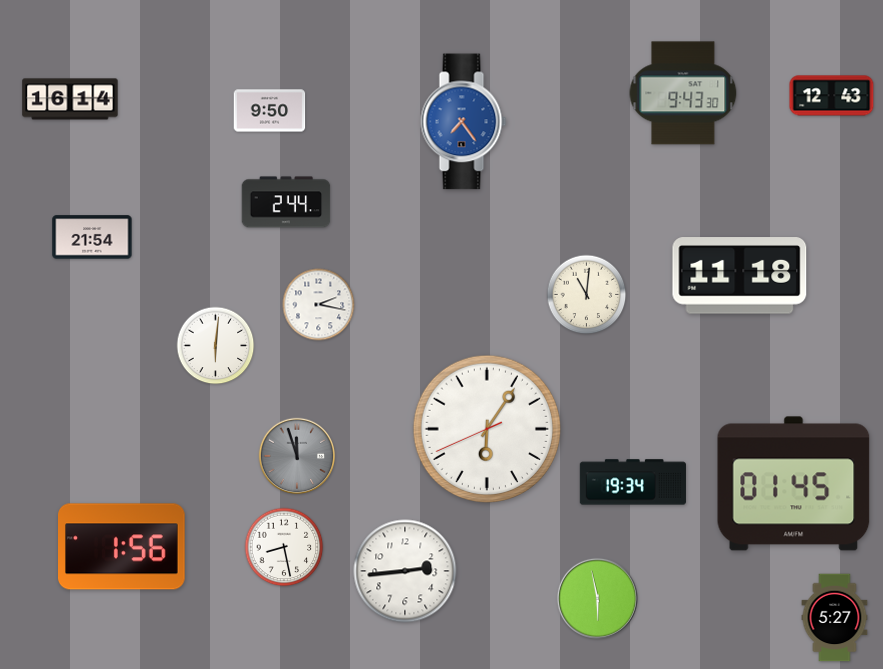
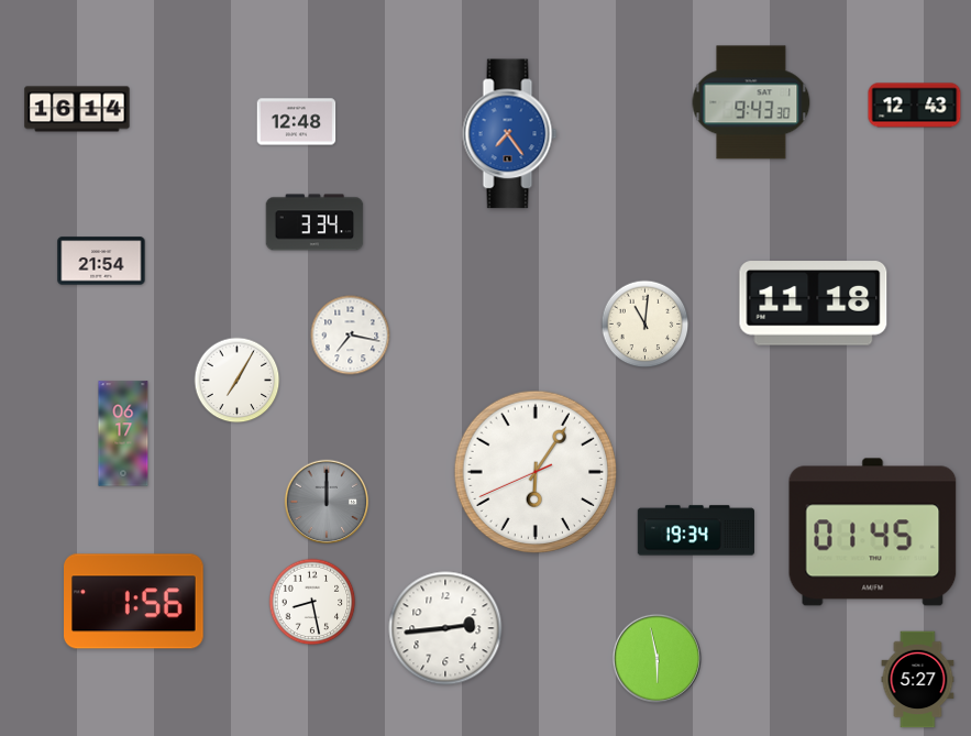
clock at (270, 111): 9:50 -> 12:48
clock at (286, 202): 2:44 -> 3:34
clock at (319, 305): 2:17 -> 7:17
clock at (216, 346): 6:01 -> 7:05
clock at (123, 433): none -> 06:17
clock at (297, 456): 11:57 -> 12:00
